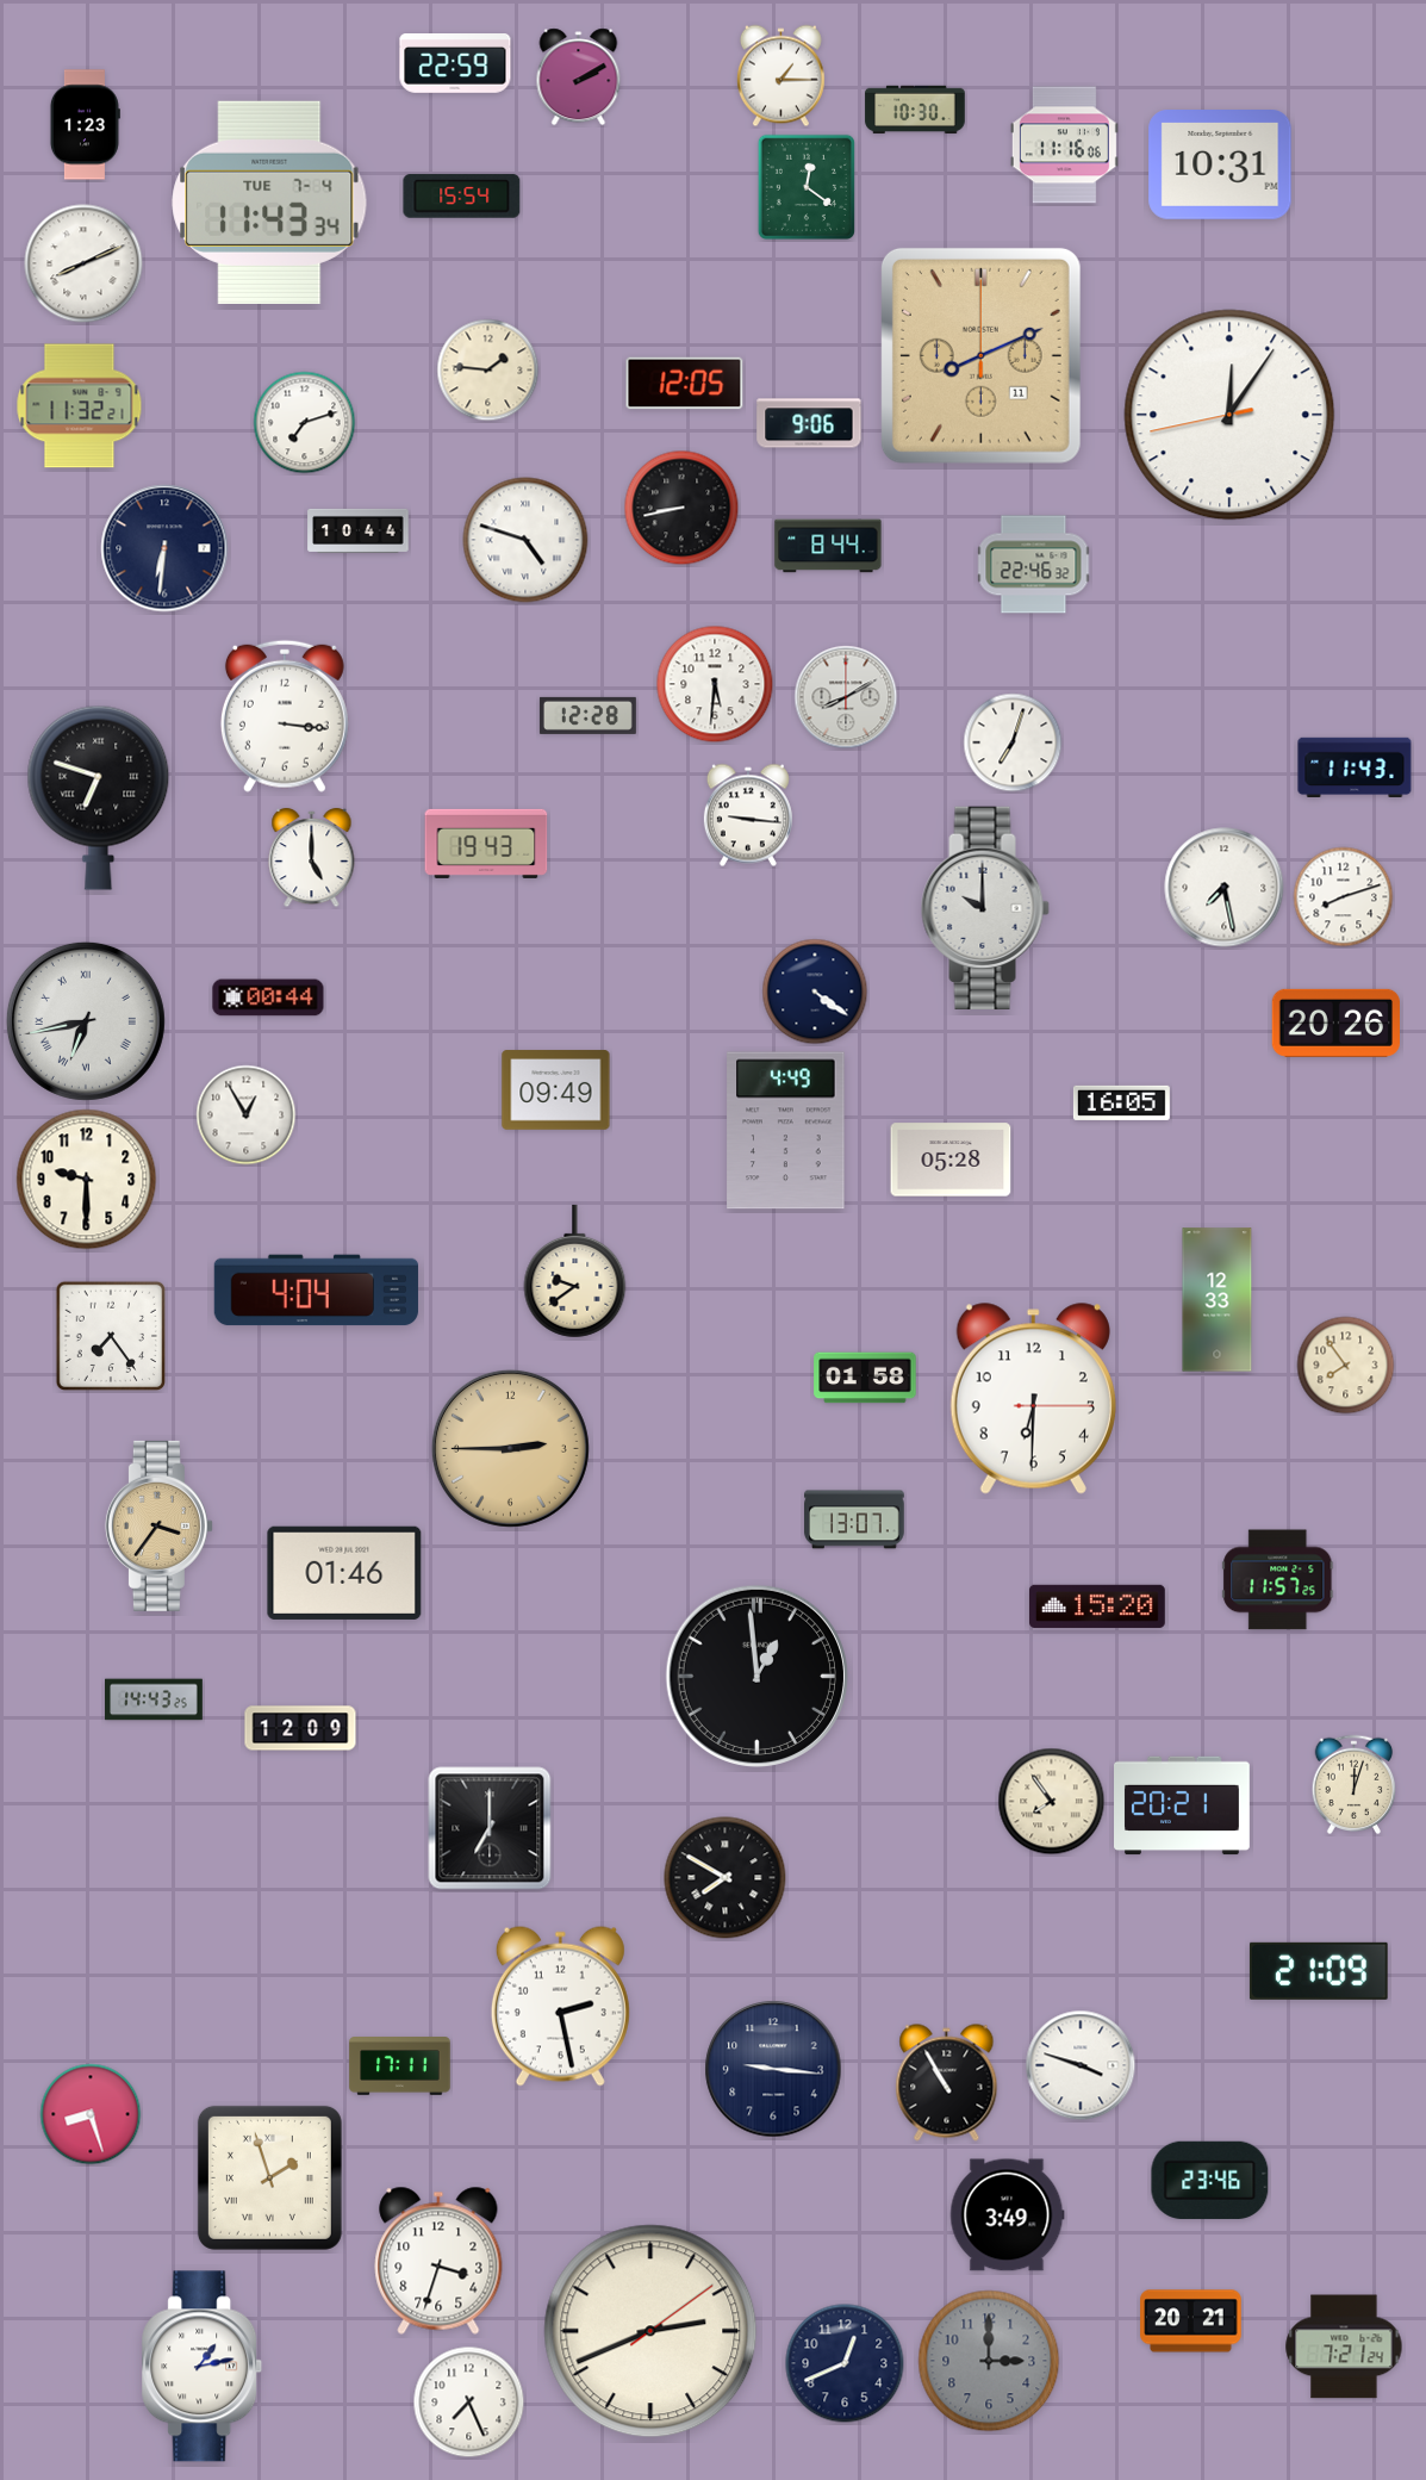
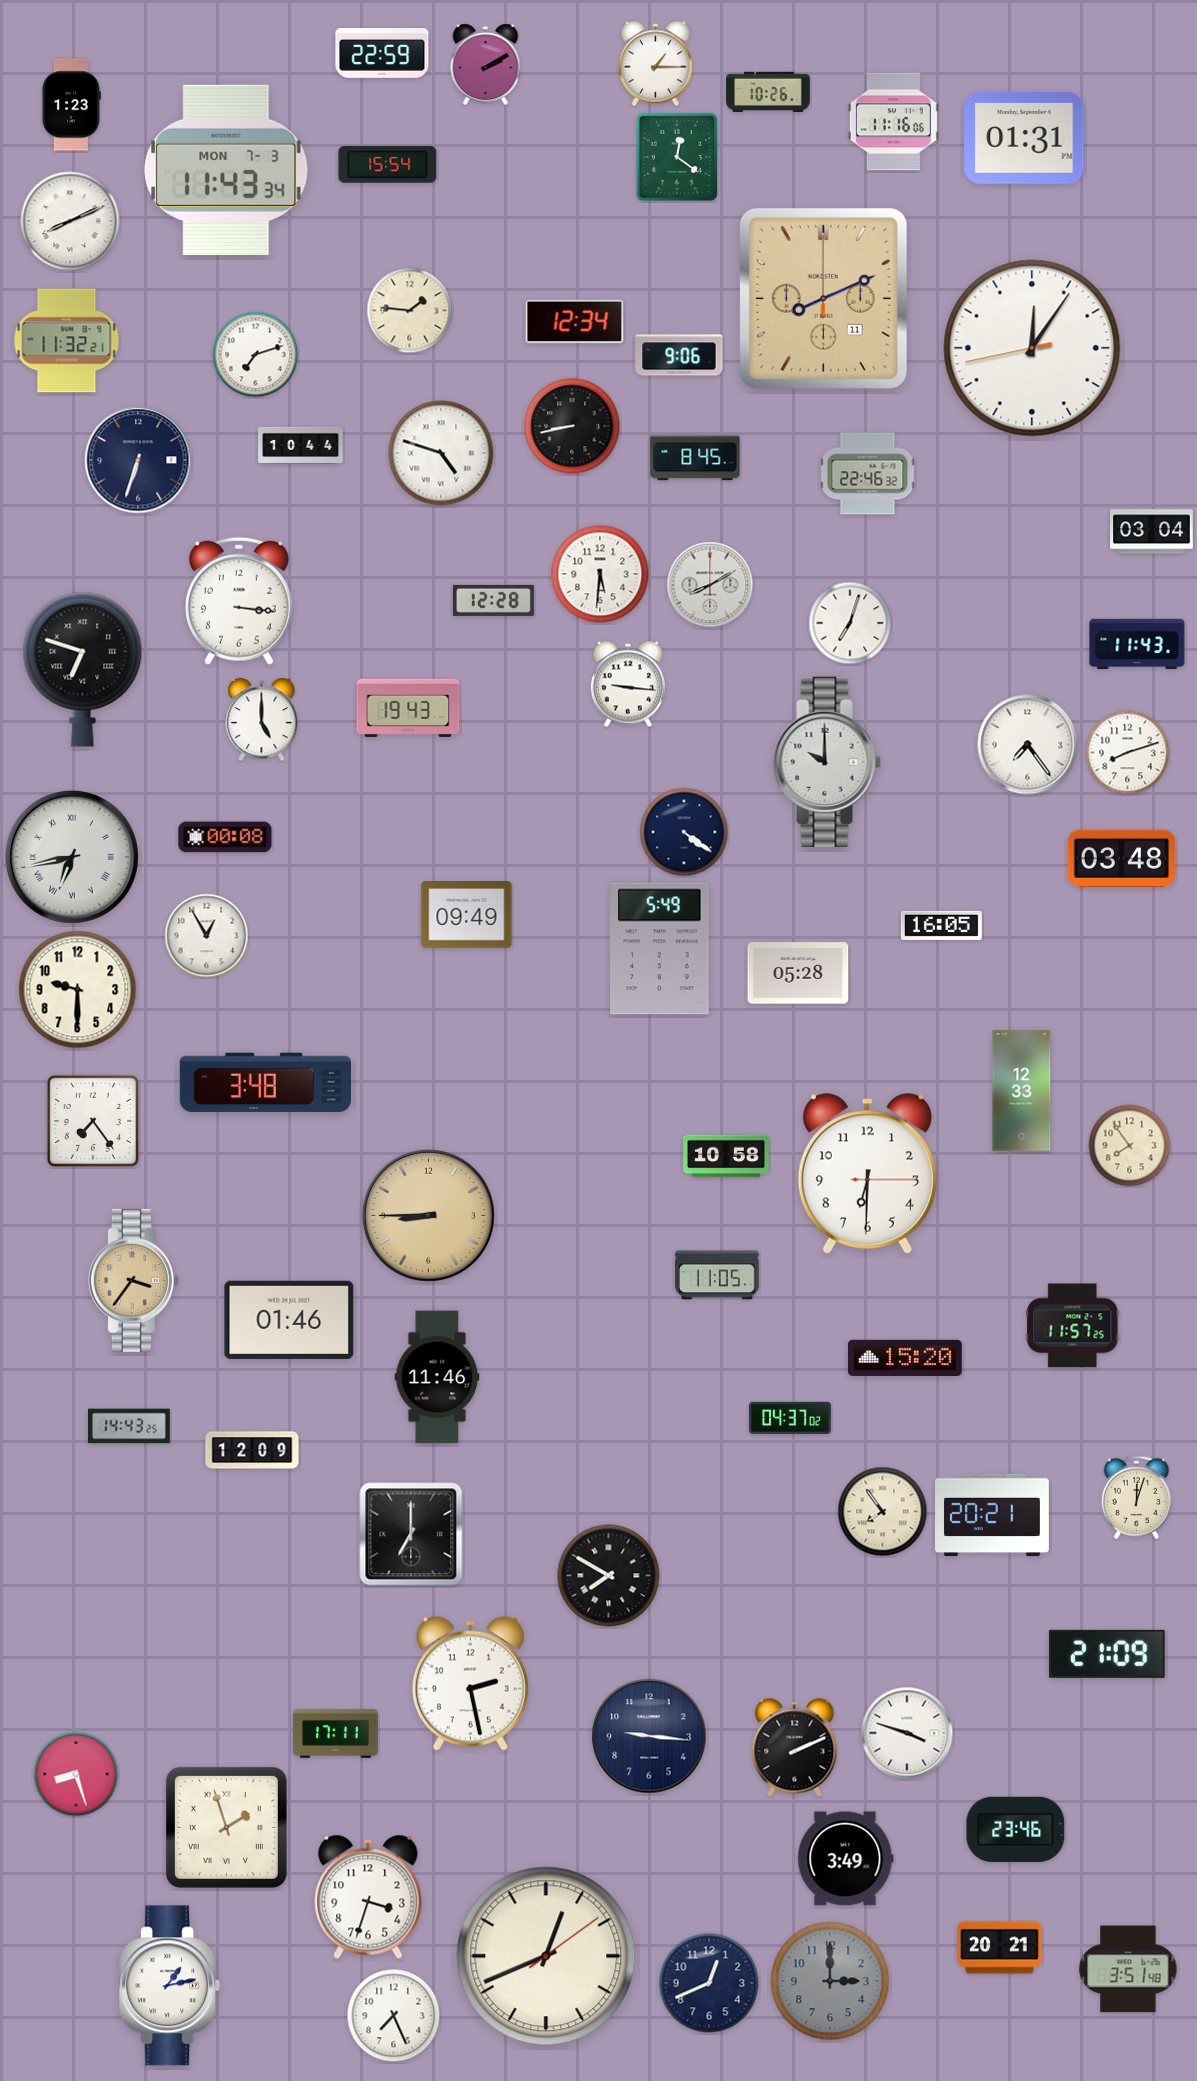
clock at (915, 110): 10:30 -> 10:26
clock at (1220, 166): 10:31 -> 01:31
clock at (269, 203) date: TUE 7-4 -> MON 7-3
clock at (685, 384): 12:05 -> 12:34
clock at (828, 546): 8:44 -> 8:45
clock at (164, 548): 6:31 -> 6:33
clock at (1152, 532): none -> 03:04
clock at (1225, 888): 7:28 -> 7:24
clock at (268, 997): 00:44 -> 00:08
clock at (1335, 1023): 20:26 -> 03:48
clock at (786, 1131): 4:49 -> 5:49
clock at (87, 1180) position: (87, 1180) -> (78, 990)
clock at (575, 1272): 9:39 -> none
clock at (316, 1291): 4:04 -> 3:48
clock at (865, 1378): 01:58 -> 10:58
clock at (510, 1448): 2:45 -> 8:45
clock at (854, 1519): 13:07 -> 11:05
clock at (1097, 1606) position: (1097, 1606) -> (905, 1358)
clock at (437, 1377): none -> 11:46
clock at (756, 1676): 12:59 -> none
clock at (791, 1418): none -> 04:37
clock at (947, 2083): 10:55 -> 2:11
clock at (650, 2331): 2:41 -> 12:41
clock at (1344, 2347): 7:21 -> 3:51
